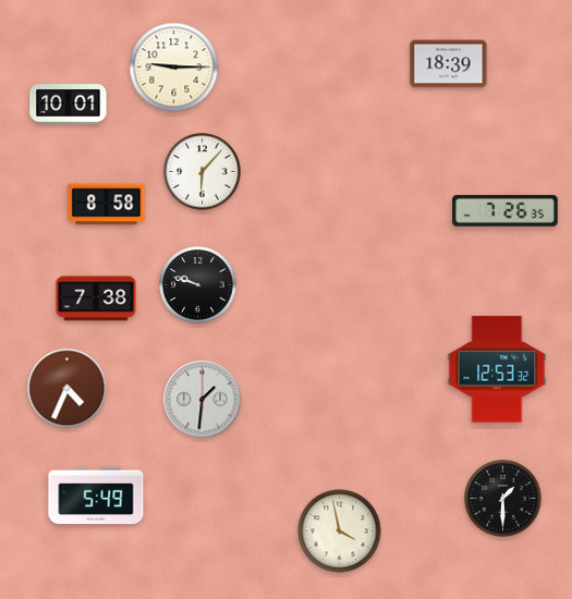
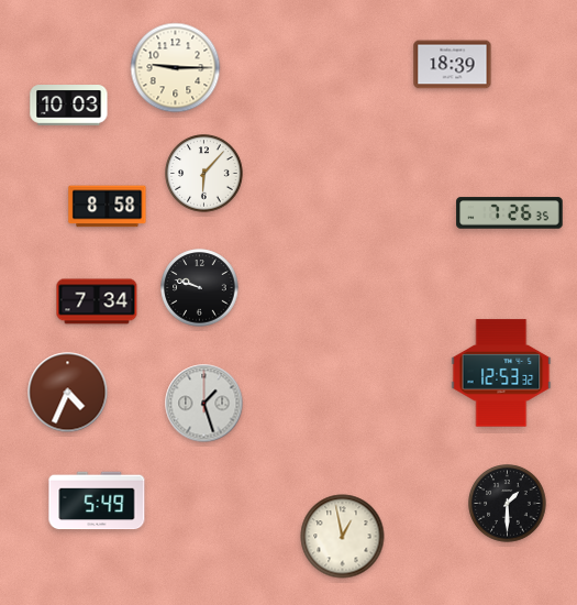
clock at (69, 105): 10:01 -> 10:03
clock at (96, 298): 7:38 -> 7:34
clock at (203, 400): 1:31 -> 1:27
clock at (340, 531): 3:58 -> 12:58
